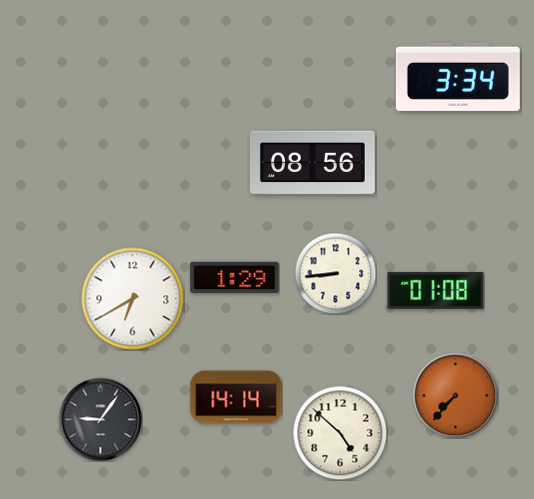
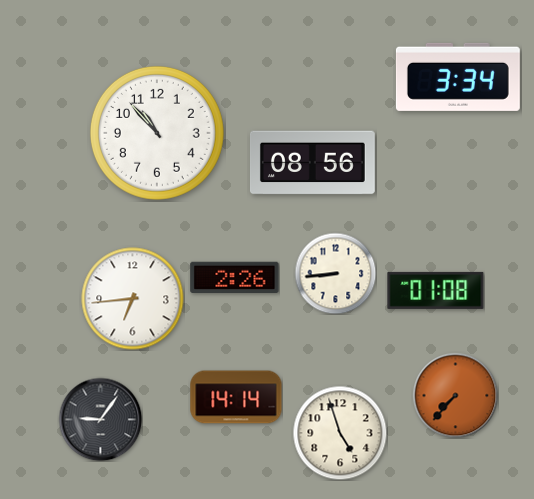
clock at (157, 133): none -> 10:53
clock at (235, 277): 1:29 -> 2:26
clock at (133, 299): 6:40 -> 6:44
clock at (340, 433): 4:52 -> 4:57
